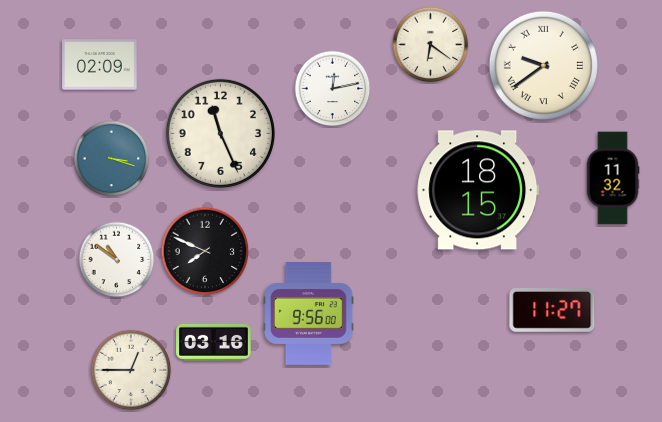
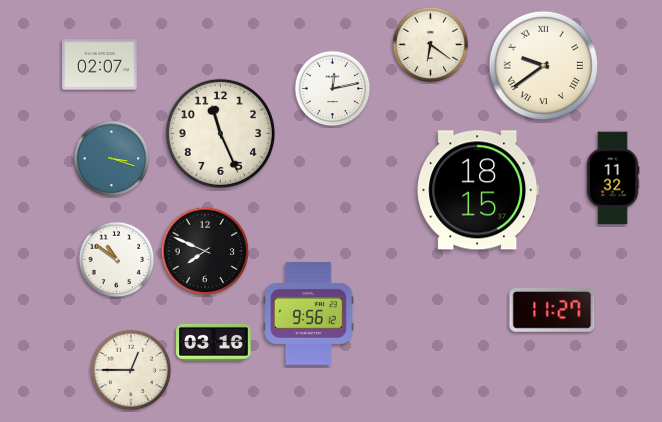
clock at (100, 65): 02:09 -> 02:07
clock at (309, 314): 9:56:00 -> 9:56:12
